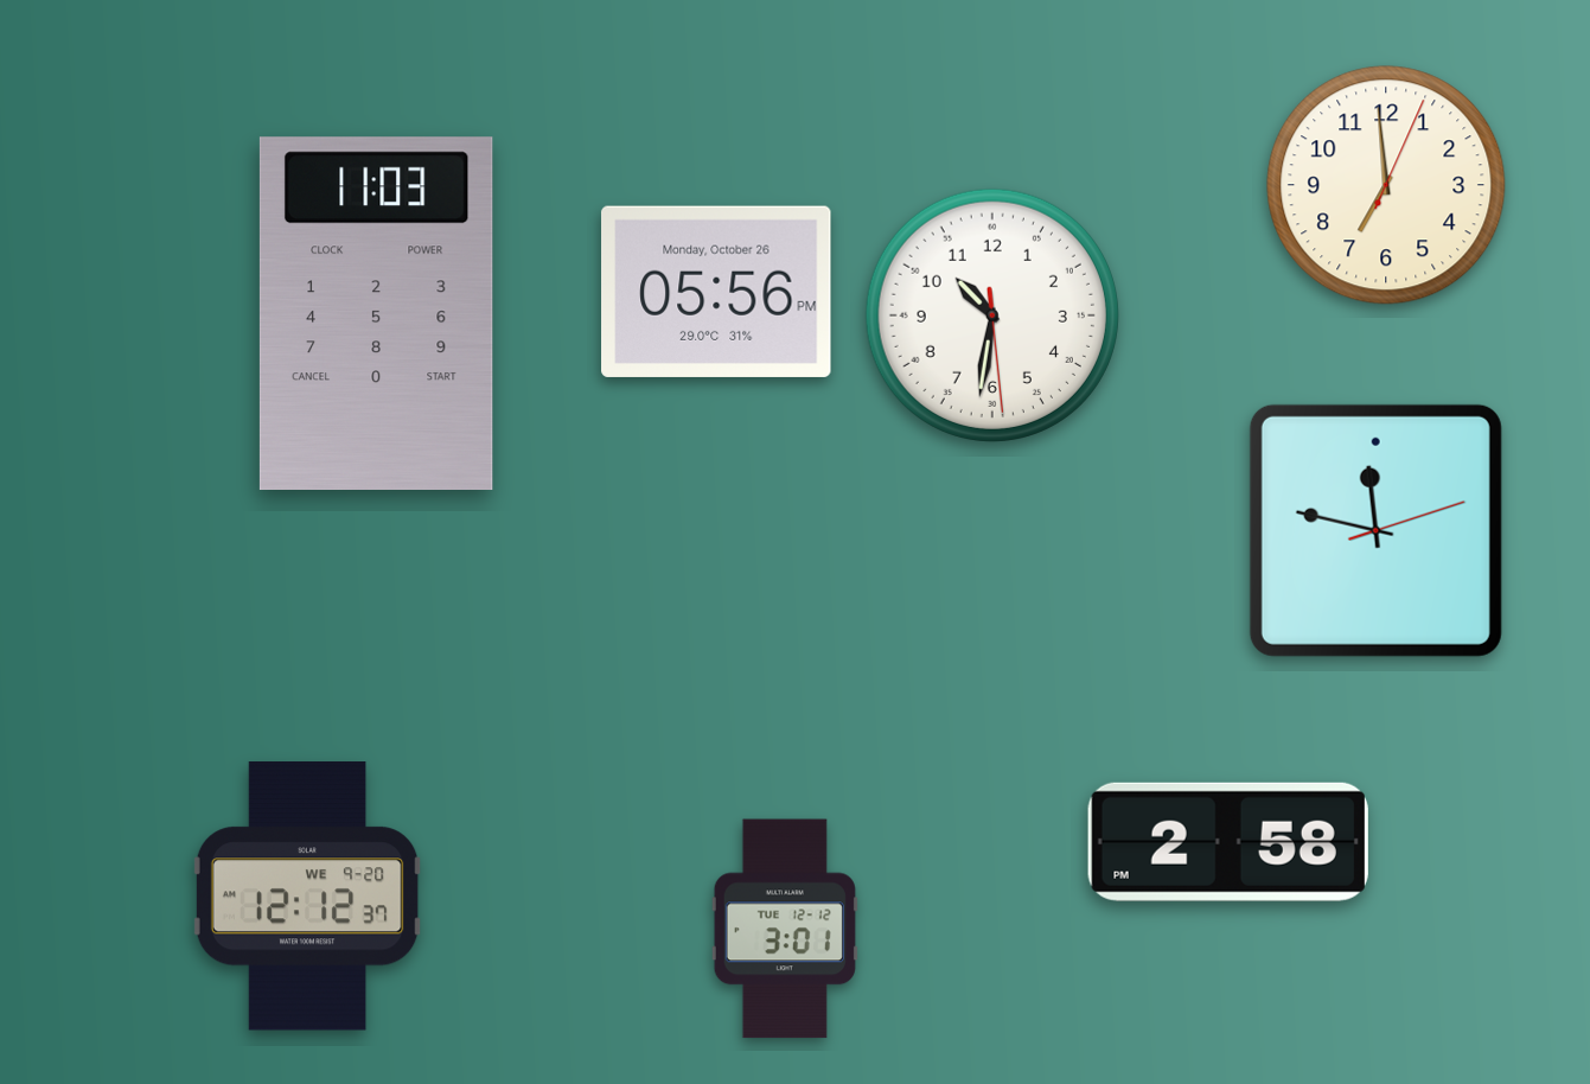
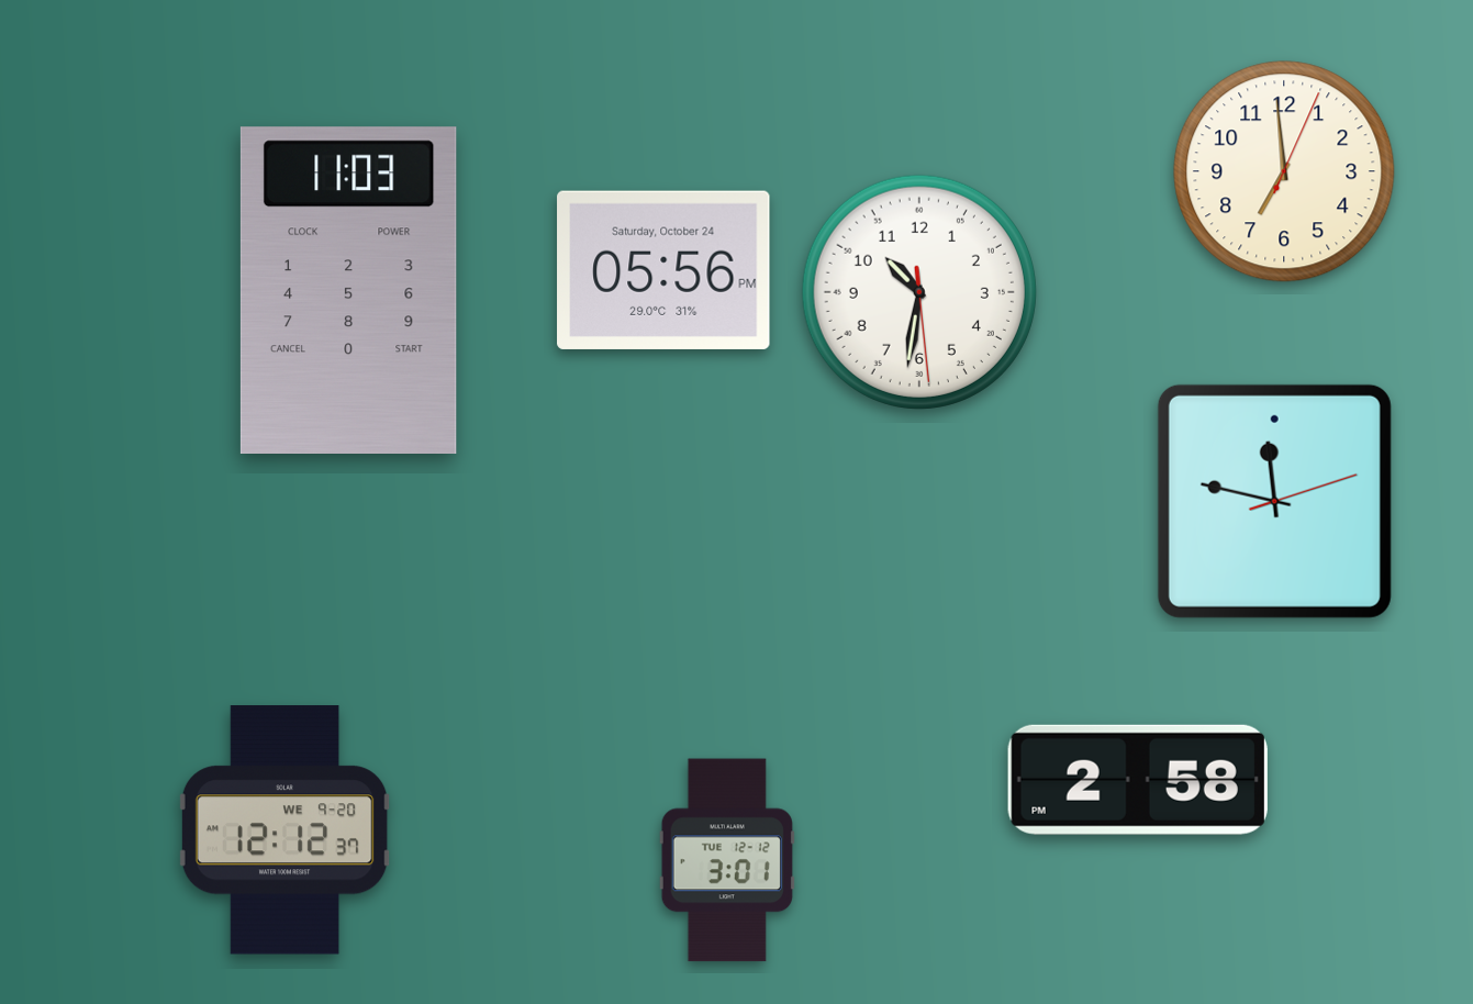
clock at (716, 292) date: Monday, October 26 -> Saturday, October 24
clock at (1375, 530) position: (1375, 530) -> (1274, 501)
